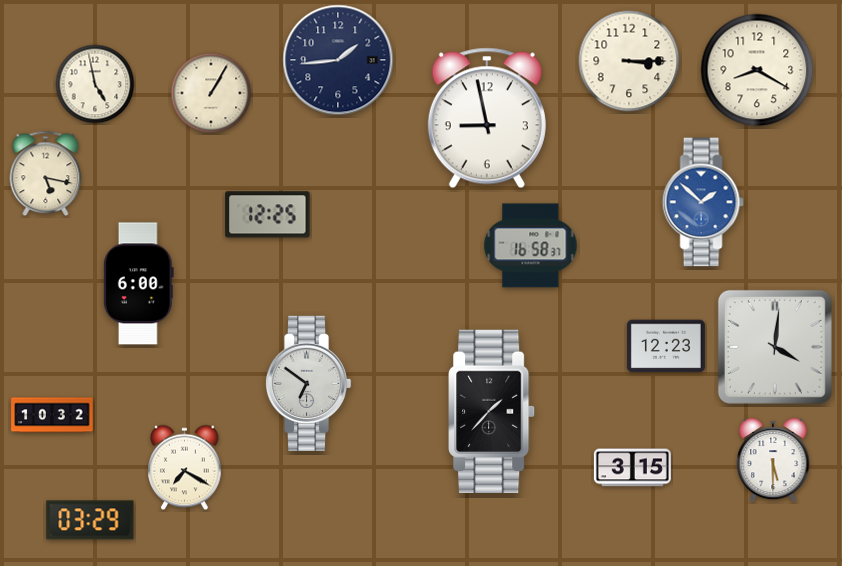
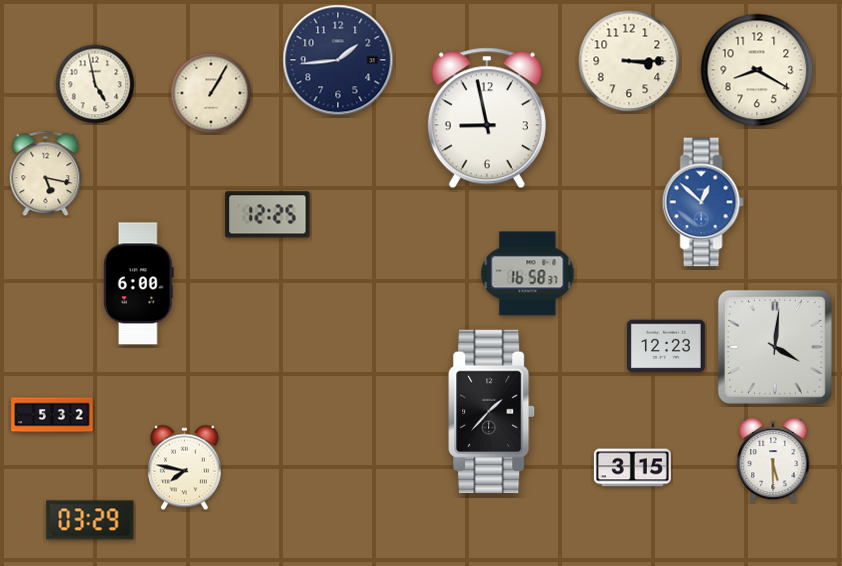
clock at (703, 202): 1:52 -> 12:52
clock at (531, 246) position: (531, 246) -> (528, 274)
clock at (308, 383): 6:51 -> none
clock at (52, 415): 10:32 -> 5:32
clock at (185, 468): 7:20 -> 7:47
